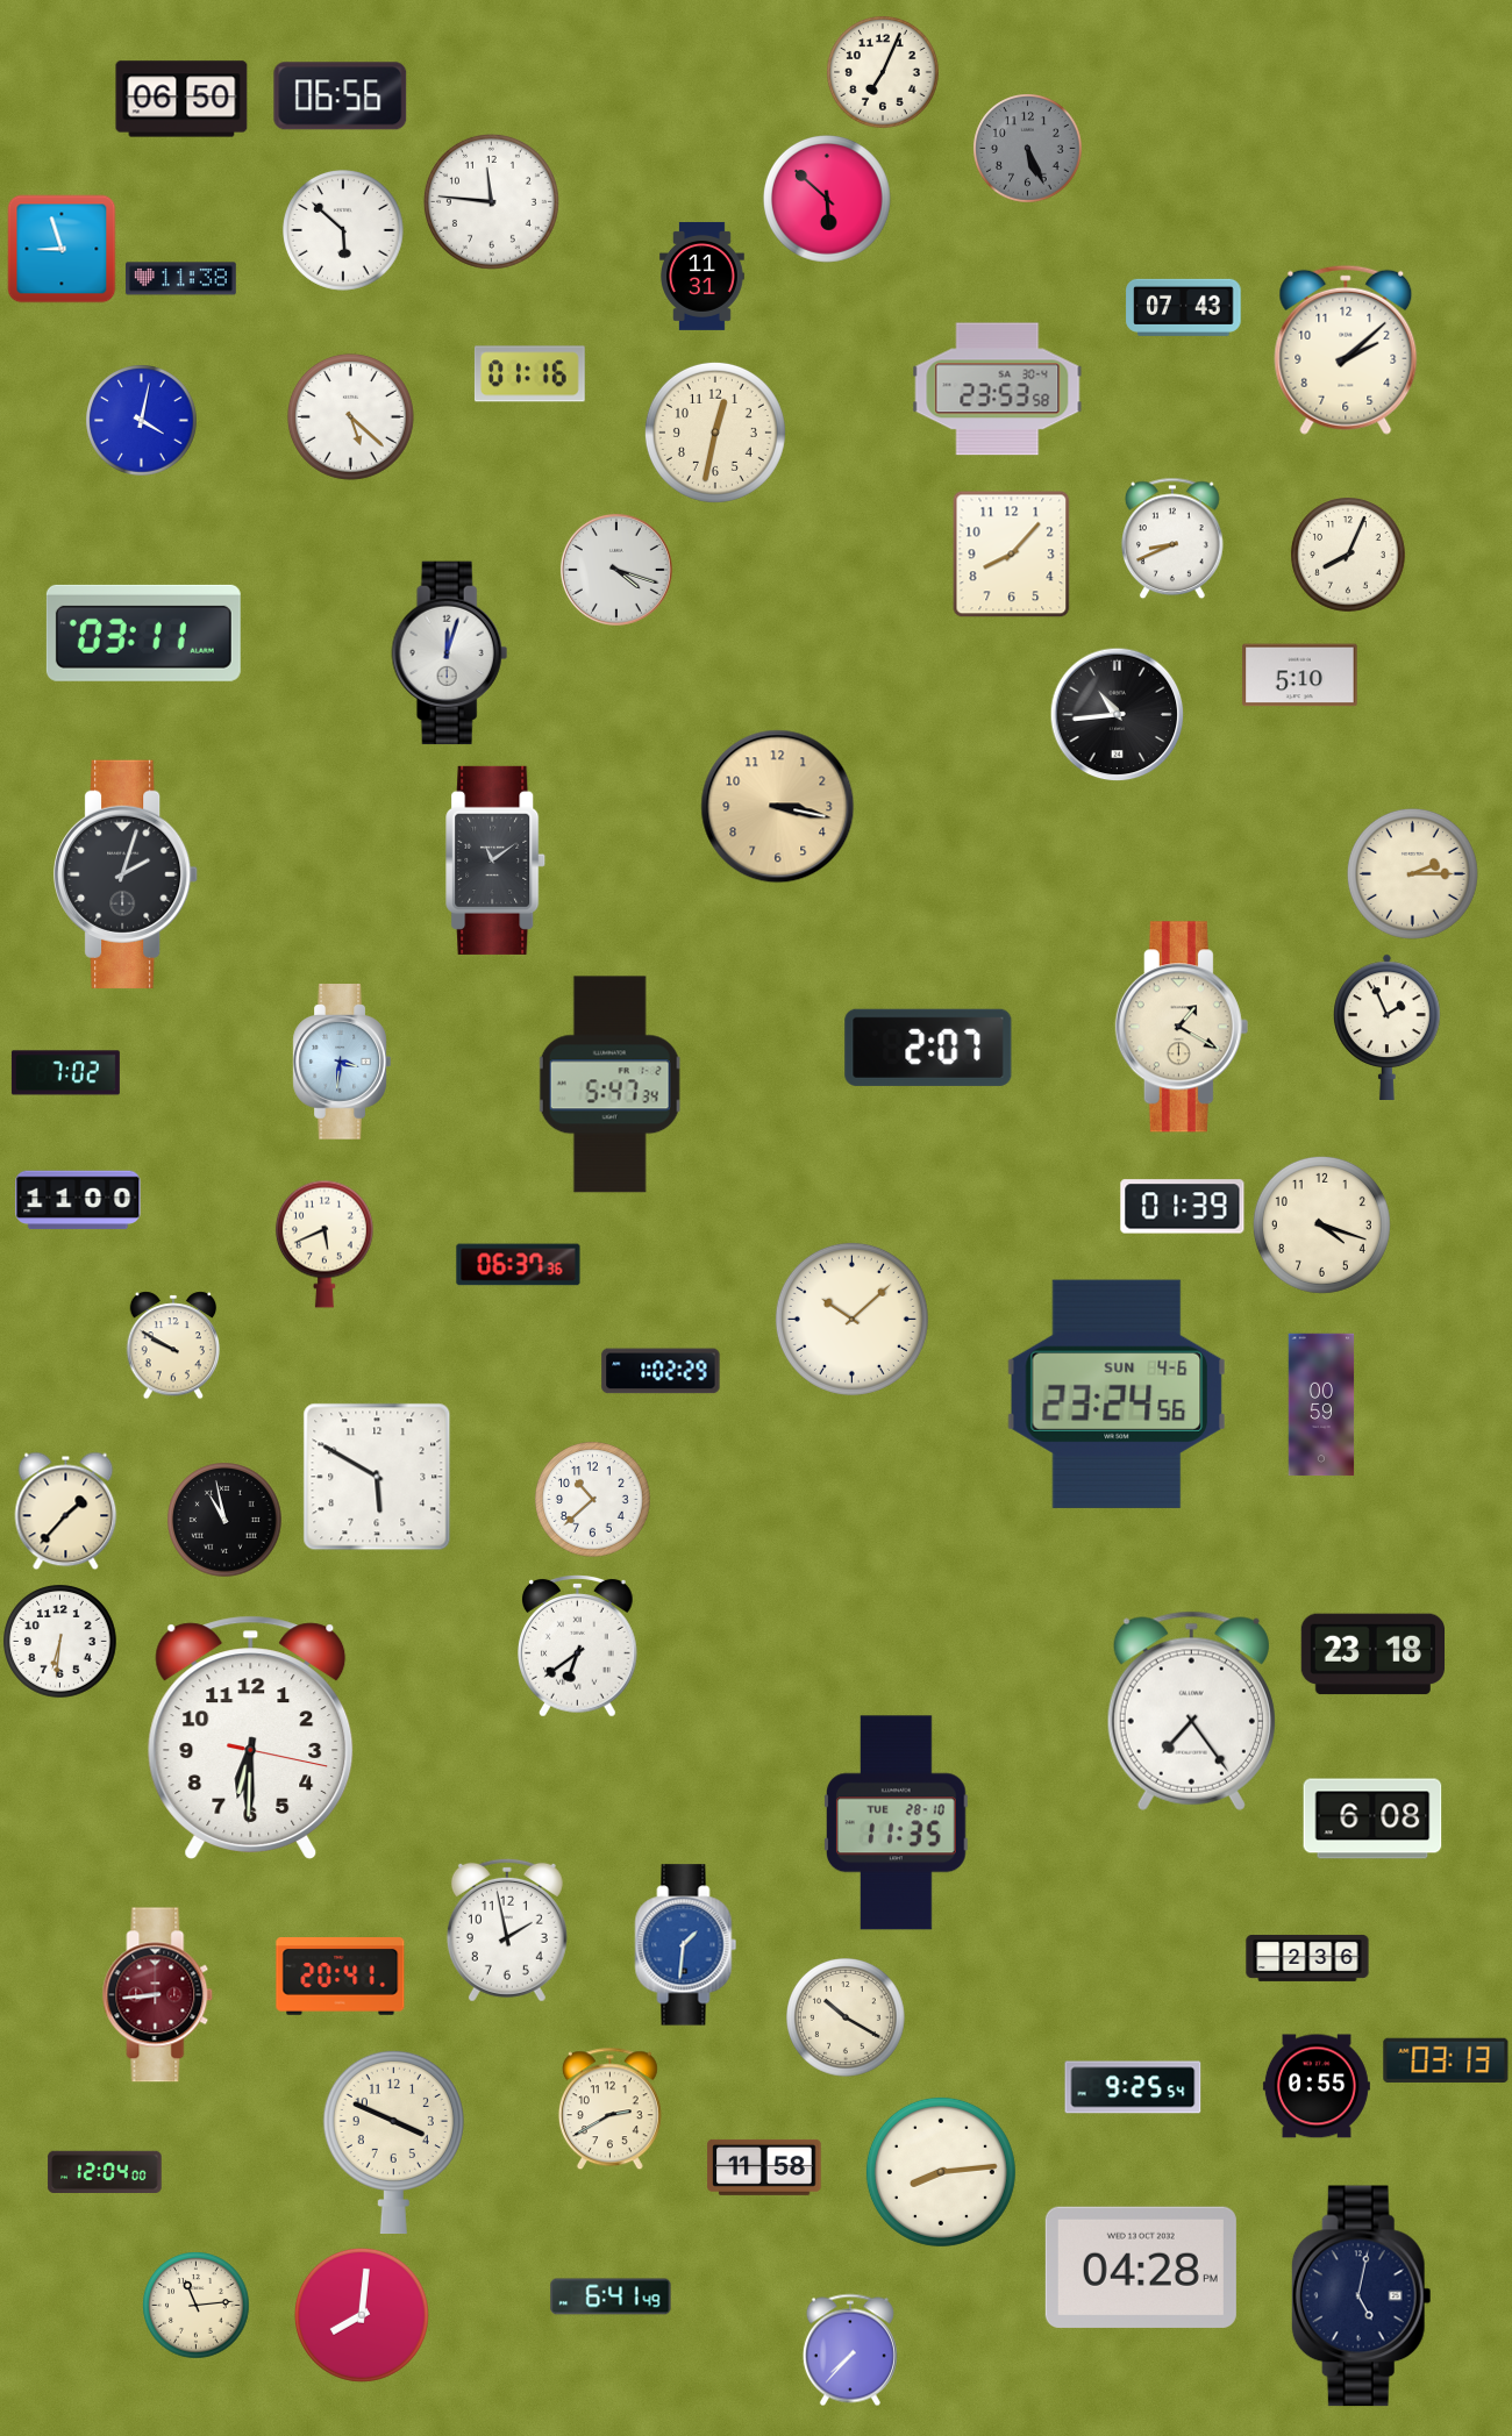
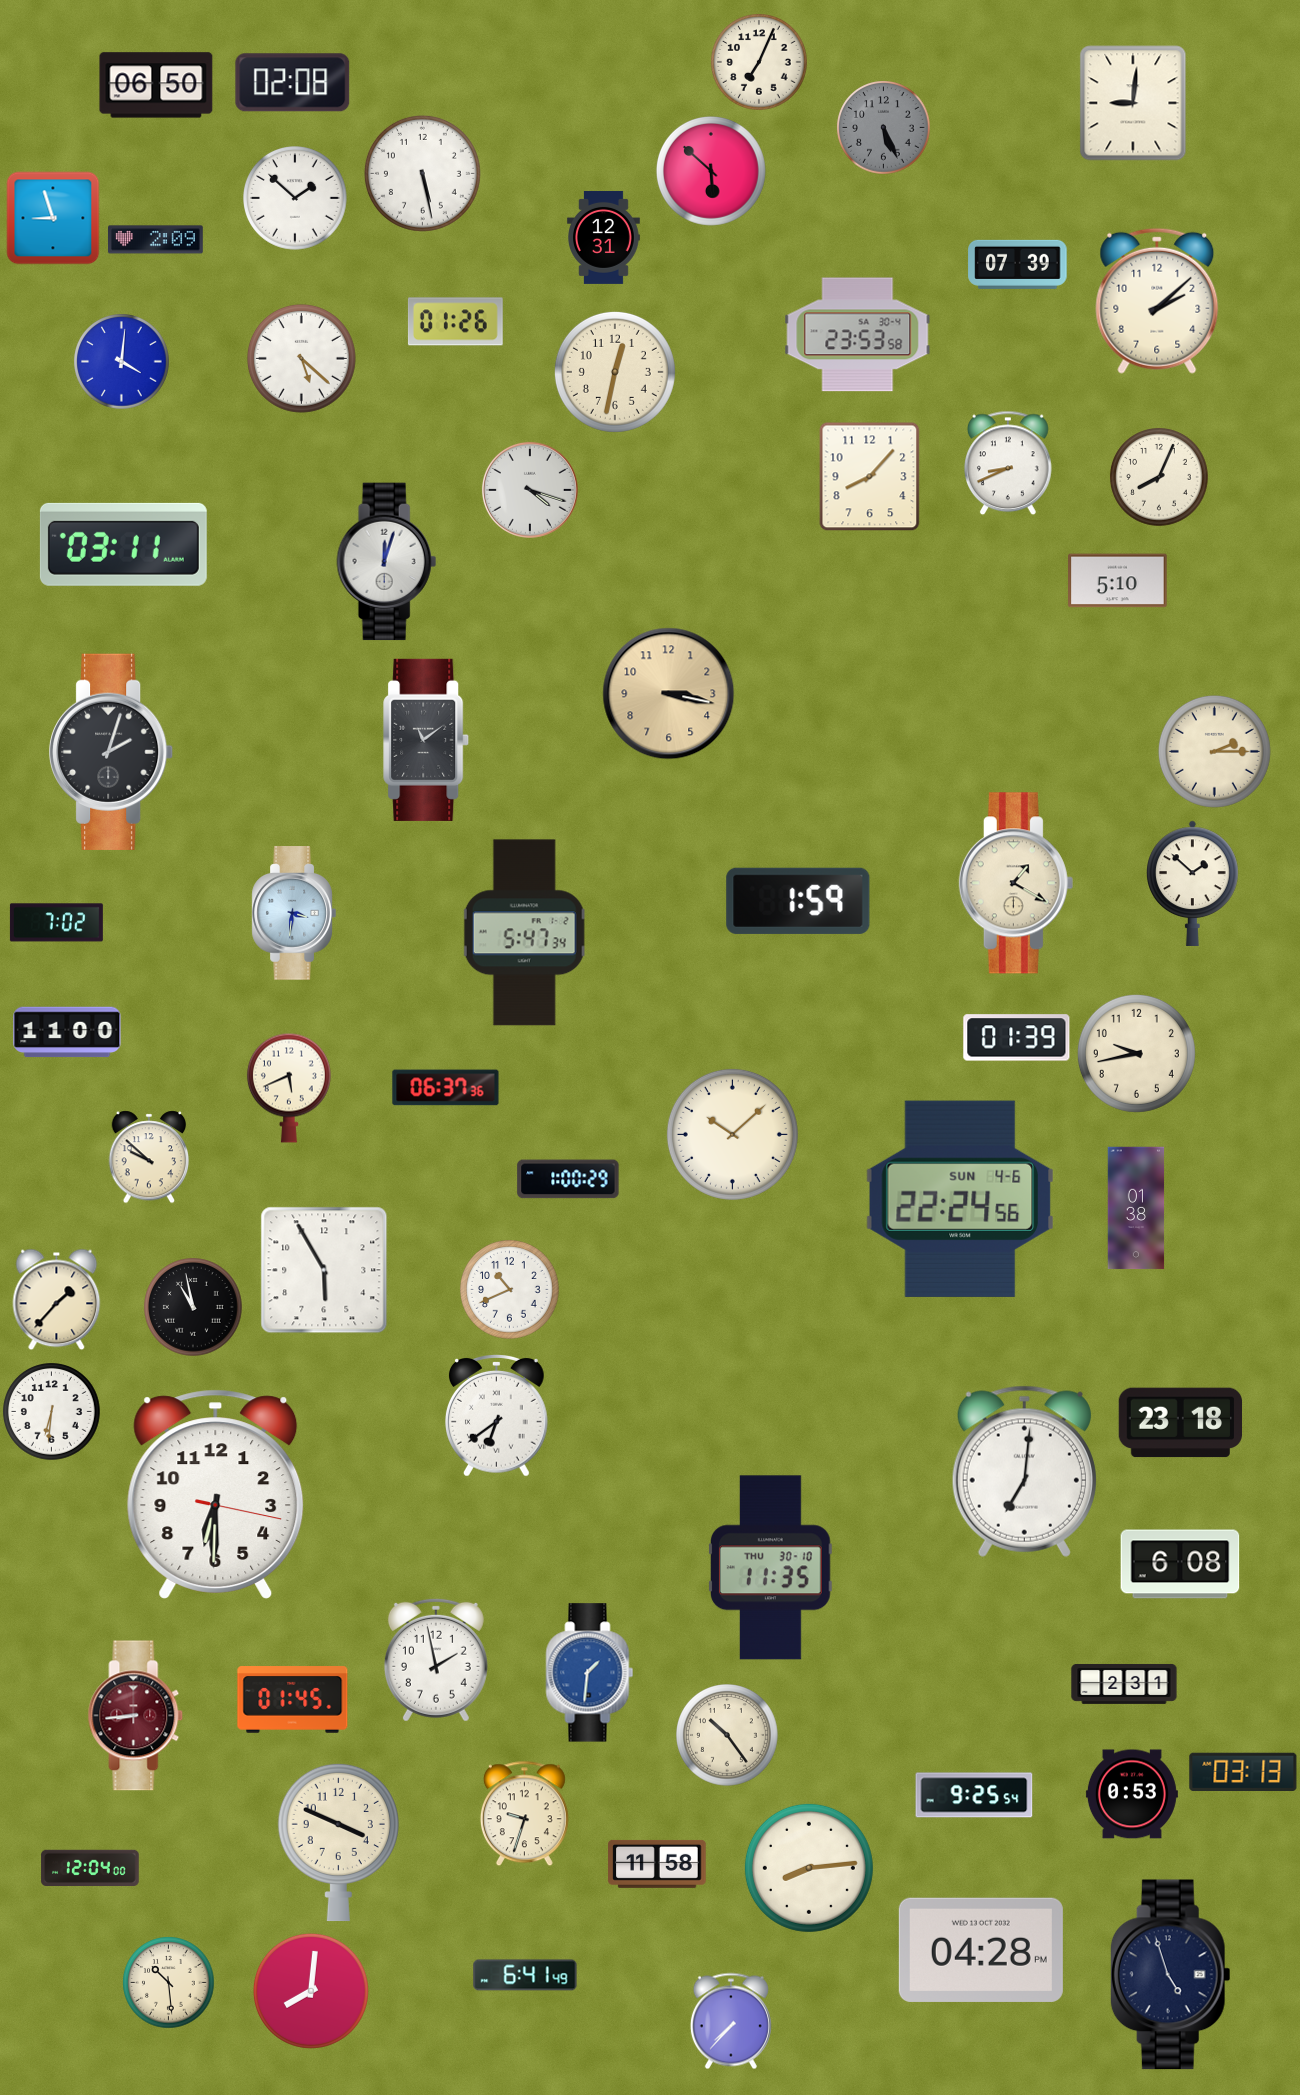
clock at (341, 97): 06:56 -> 02:08
clock at (1133, 103): none -> 9:01
clock at (491, 201): 11:46 -> 5:28
clock at (344, 231): 5:52 -> 1:52
clock at (62, 249) position: (62, 249) -> (53, 218)
clock at (702, 276): 11:31 -> 12:31
clock at (180, 279): 11:38 -> 2:09
clock at (1184, 307): 07:43 -> 07:39
clock at (529, 374): 01:16 -> 01:26
clock at (142, 421): 4:02 -> 4:01
clock at (1118, 715): 10:44 -> none
clock at (127, 874) position: (127, 874) -> (112, 752)
clock at (1388, 1027): 1:56 -> 1:52
clock at (928, 1048): 2:07 -> 1:59
clock at (1321, 1224): 4:18 -> 9:43
clock at (324, 1244) position: (324, 1244) -> (289, 1088)
clock at (173, 1345): 9:50 -> 9:52
clock at (661, 1371): 1:02 -> 1:00
clock at (1115, 1394): 23:24 -> 22:24
clock at (1321, 1405): 00:59 -> 01:38
clock at (377, 1477): 5:50 -> 5:55
clock at (593, 1500): 10:38 -> 10:41
clock at (1191, 1710): 7:24 -> 7:01
clock at (896, 1823) date: TUE 28-10 -> THU 30-10
clock at (1307, 1958): 2:36 -> 2:31
clock at (341, 1977): 20:41 -> 01:45
clock at (847, 2019): 10:20 -> 10:24
clock at (1317, 2086): 0:55 -> 0:53
clock at (609, 2109): 2:40 -> 9:33
clock at (1361, 2296): 5:02 -> 4:57
clock at (197, 2306): 11:14 -> 10:29
